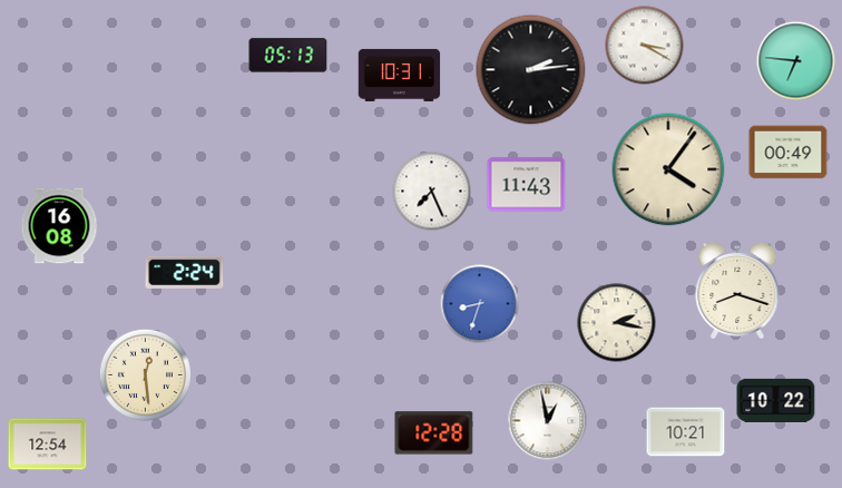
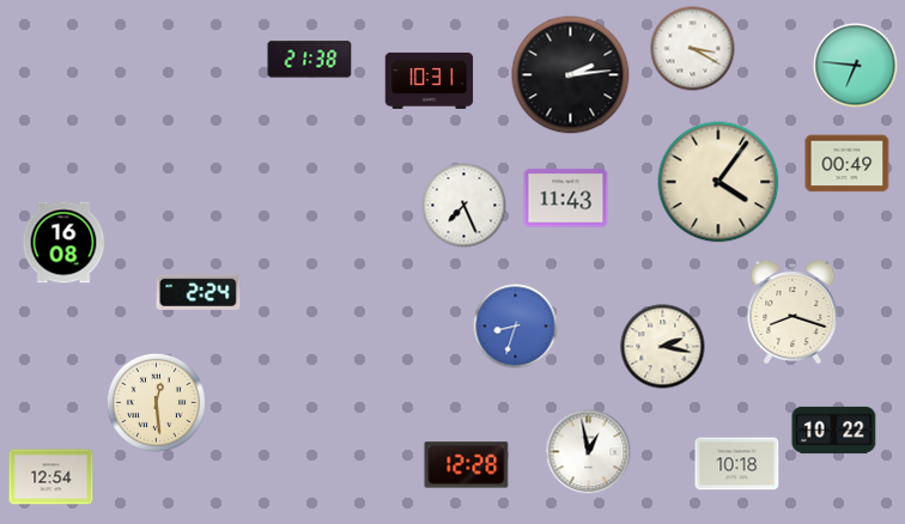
clock at (288, 56): 05:13 -> 21:38
clock at (686, 432): 10:21 -> 10:18
